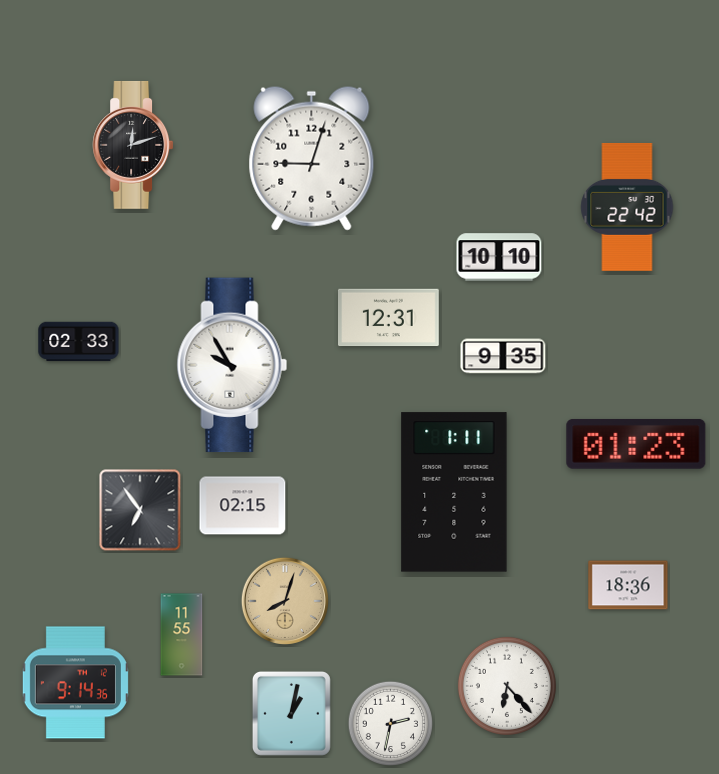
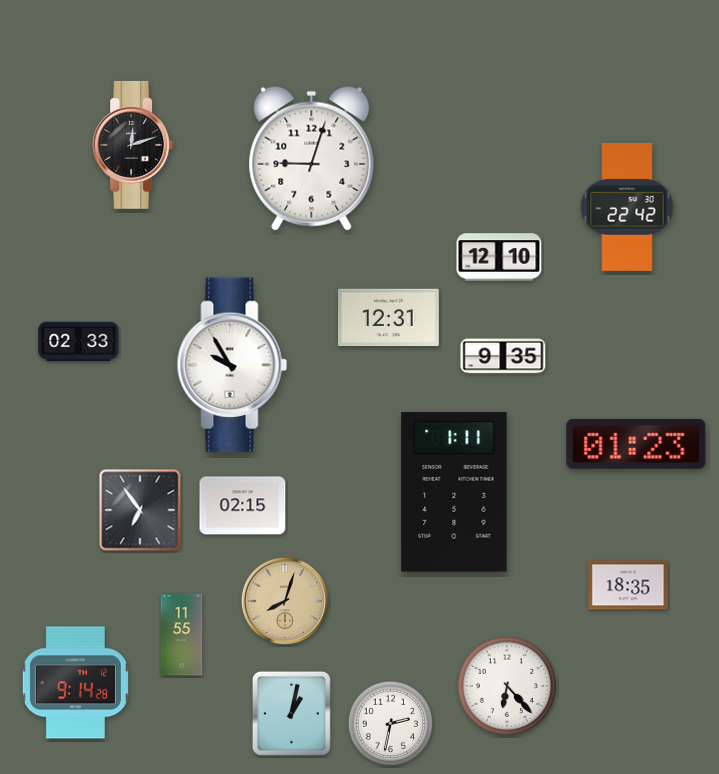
clock at (499, 257): 10:10 -> 12:10
clock at (628, 585): 18:36 -> 18:35
clock at (75, 683): 9:14:36 -> 9:14:28
